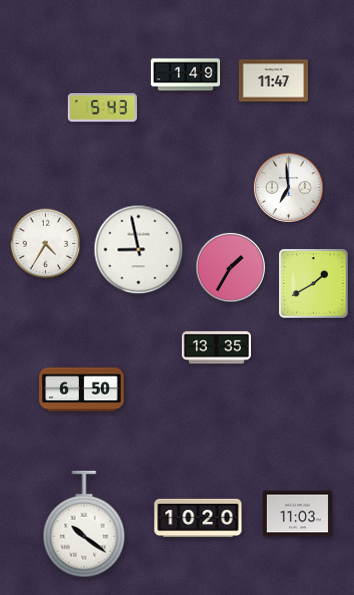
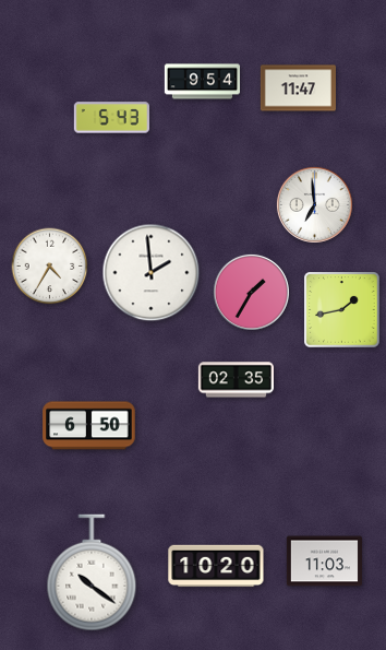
clock at (185, 75): 1:49 -> 9:54
clock at (139, 250): 8:58 -> 1:59
clock at (314, 284): 1:40 -> 1:43
clock at (216, 348): 13:35 -> 02:35
